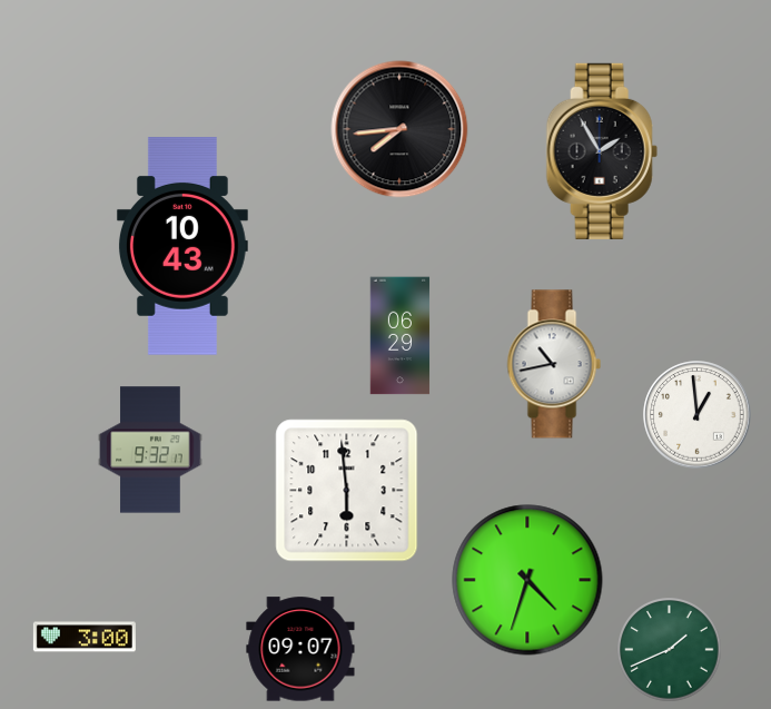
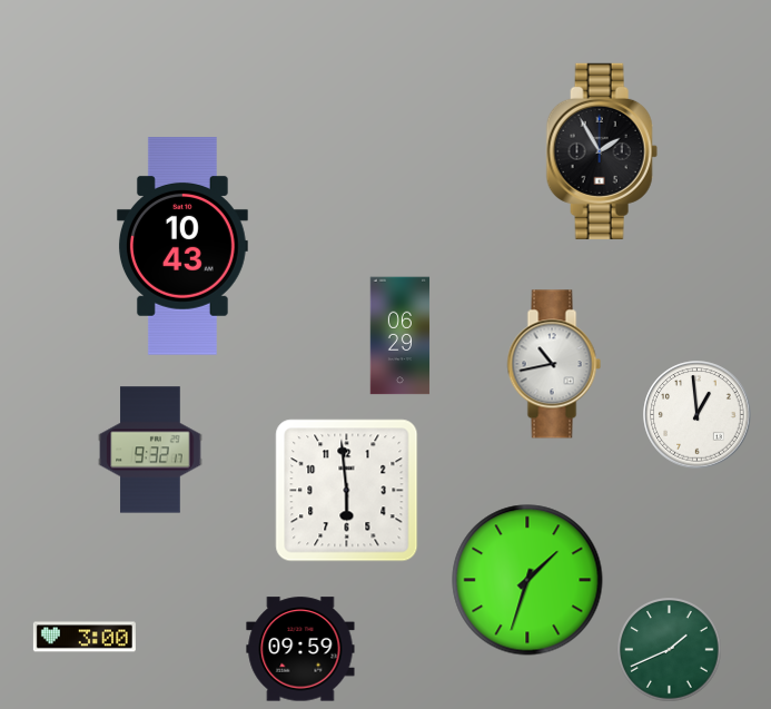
clock at (399, 129): 7:44 -> none
clock at (527, 580): 4:33 -> 1:33
clock at (300, 649): 09:07 -> 09:59
